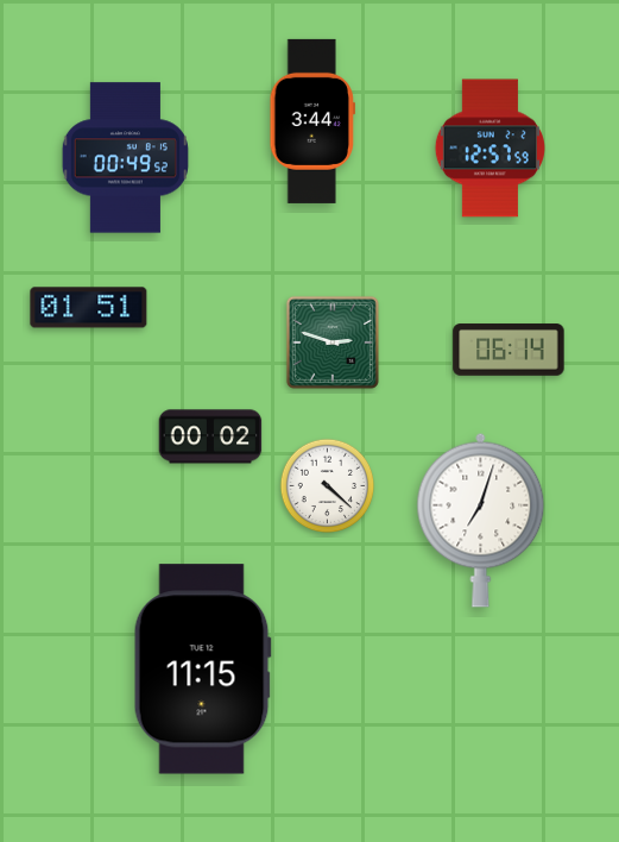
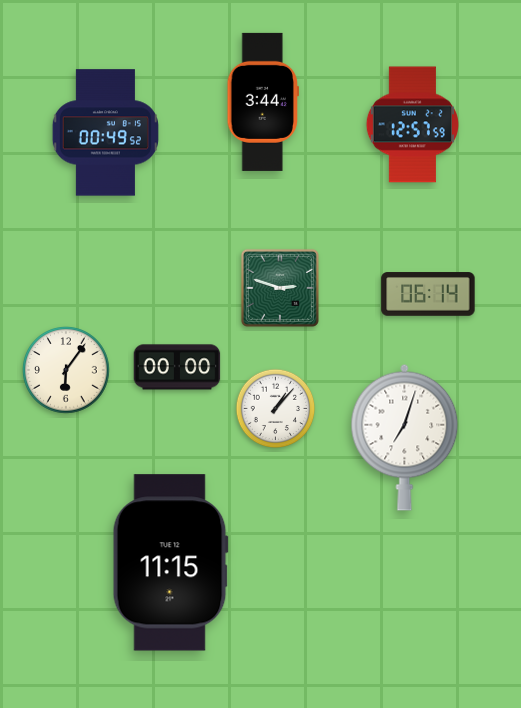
clock at (89, 308): 01:51 -> none
clock at (210, 436): 00:02 -> 00:00
clock at (66, 370): none -> 6:06
clock at (328, 486): 4:22 -> 1:07
